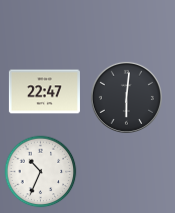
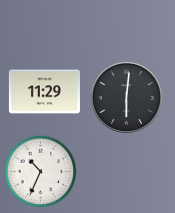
clock at (44, 92): 22:47 -> 11:29
